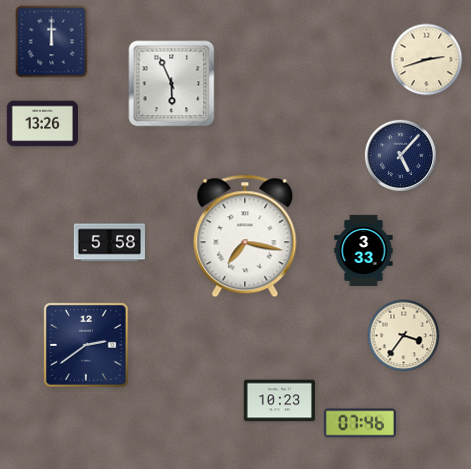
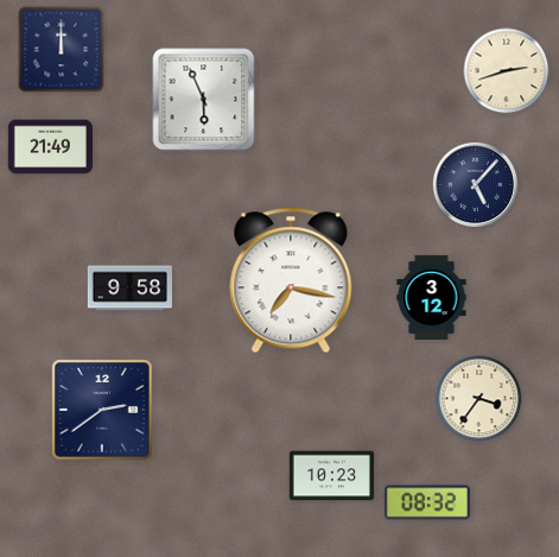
clock at (42, 124): 13:26 -> 21:49
clock at (109, 243): 5:58 -> 9:58
clock at (364, 250): 3:33 -> 3:12
clock at (360, 423): 07:46 -> 08:32
